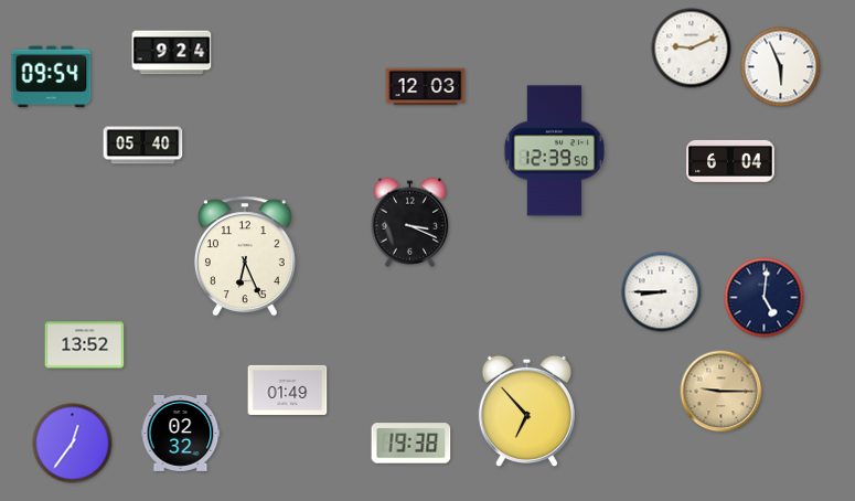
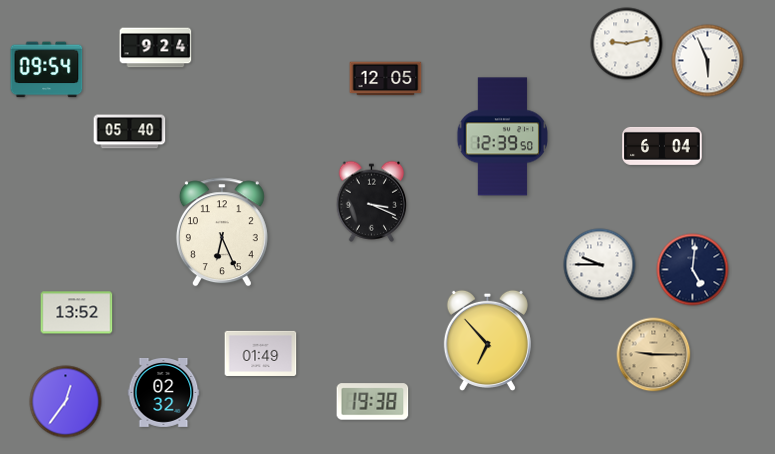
clock at (692, 49): 9:11 -> 9:13
clock at (426, 87): 12:03 -> 12:05
clock at (662, 292): 8:45 -> 9:45
clock at (526, 411) position: (526, 411) -> (487, 340)
